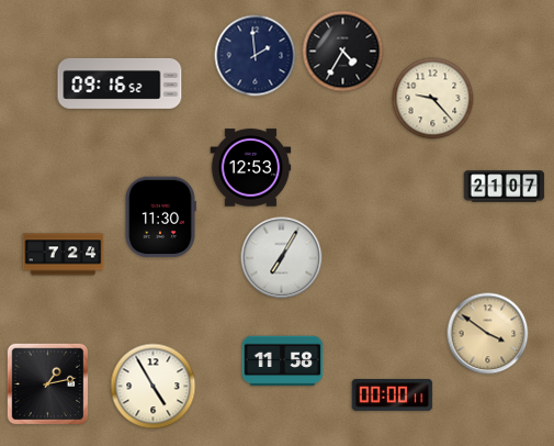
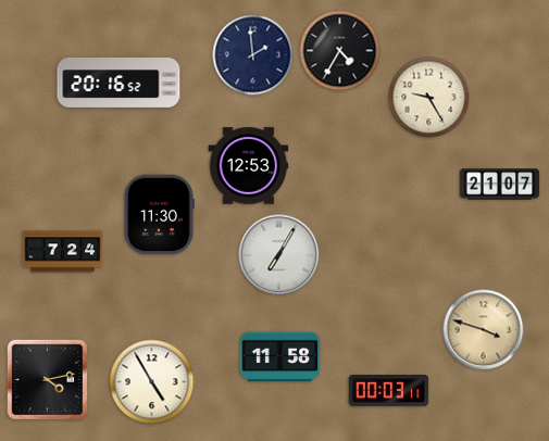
clock at (120, 83): 09:16 -> 20:16
clock at (433, 99): 9:23 -> 9:25
clock at (488, 334): 3:51 -> 3:48
clock at (48, 384): 1:13 -> 4:13
clock at (393, 394): 00:00 -> 00:03
